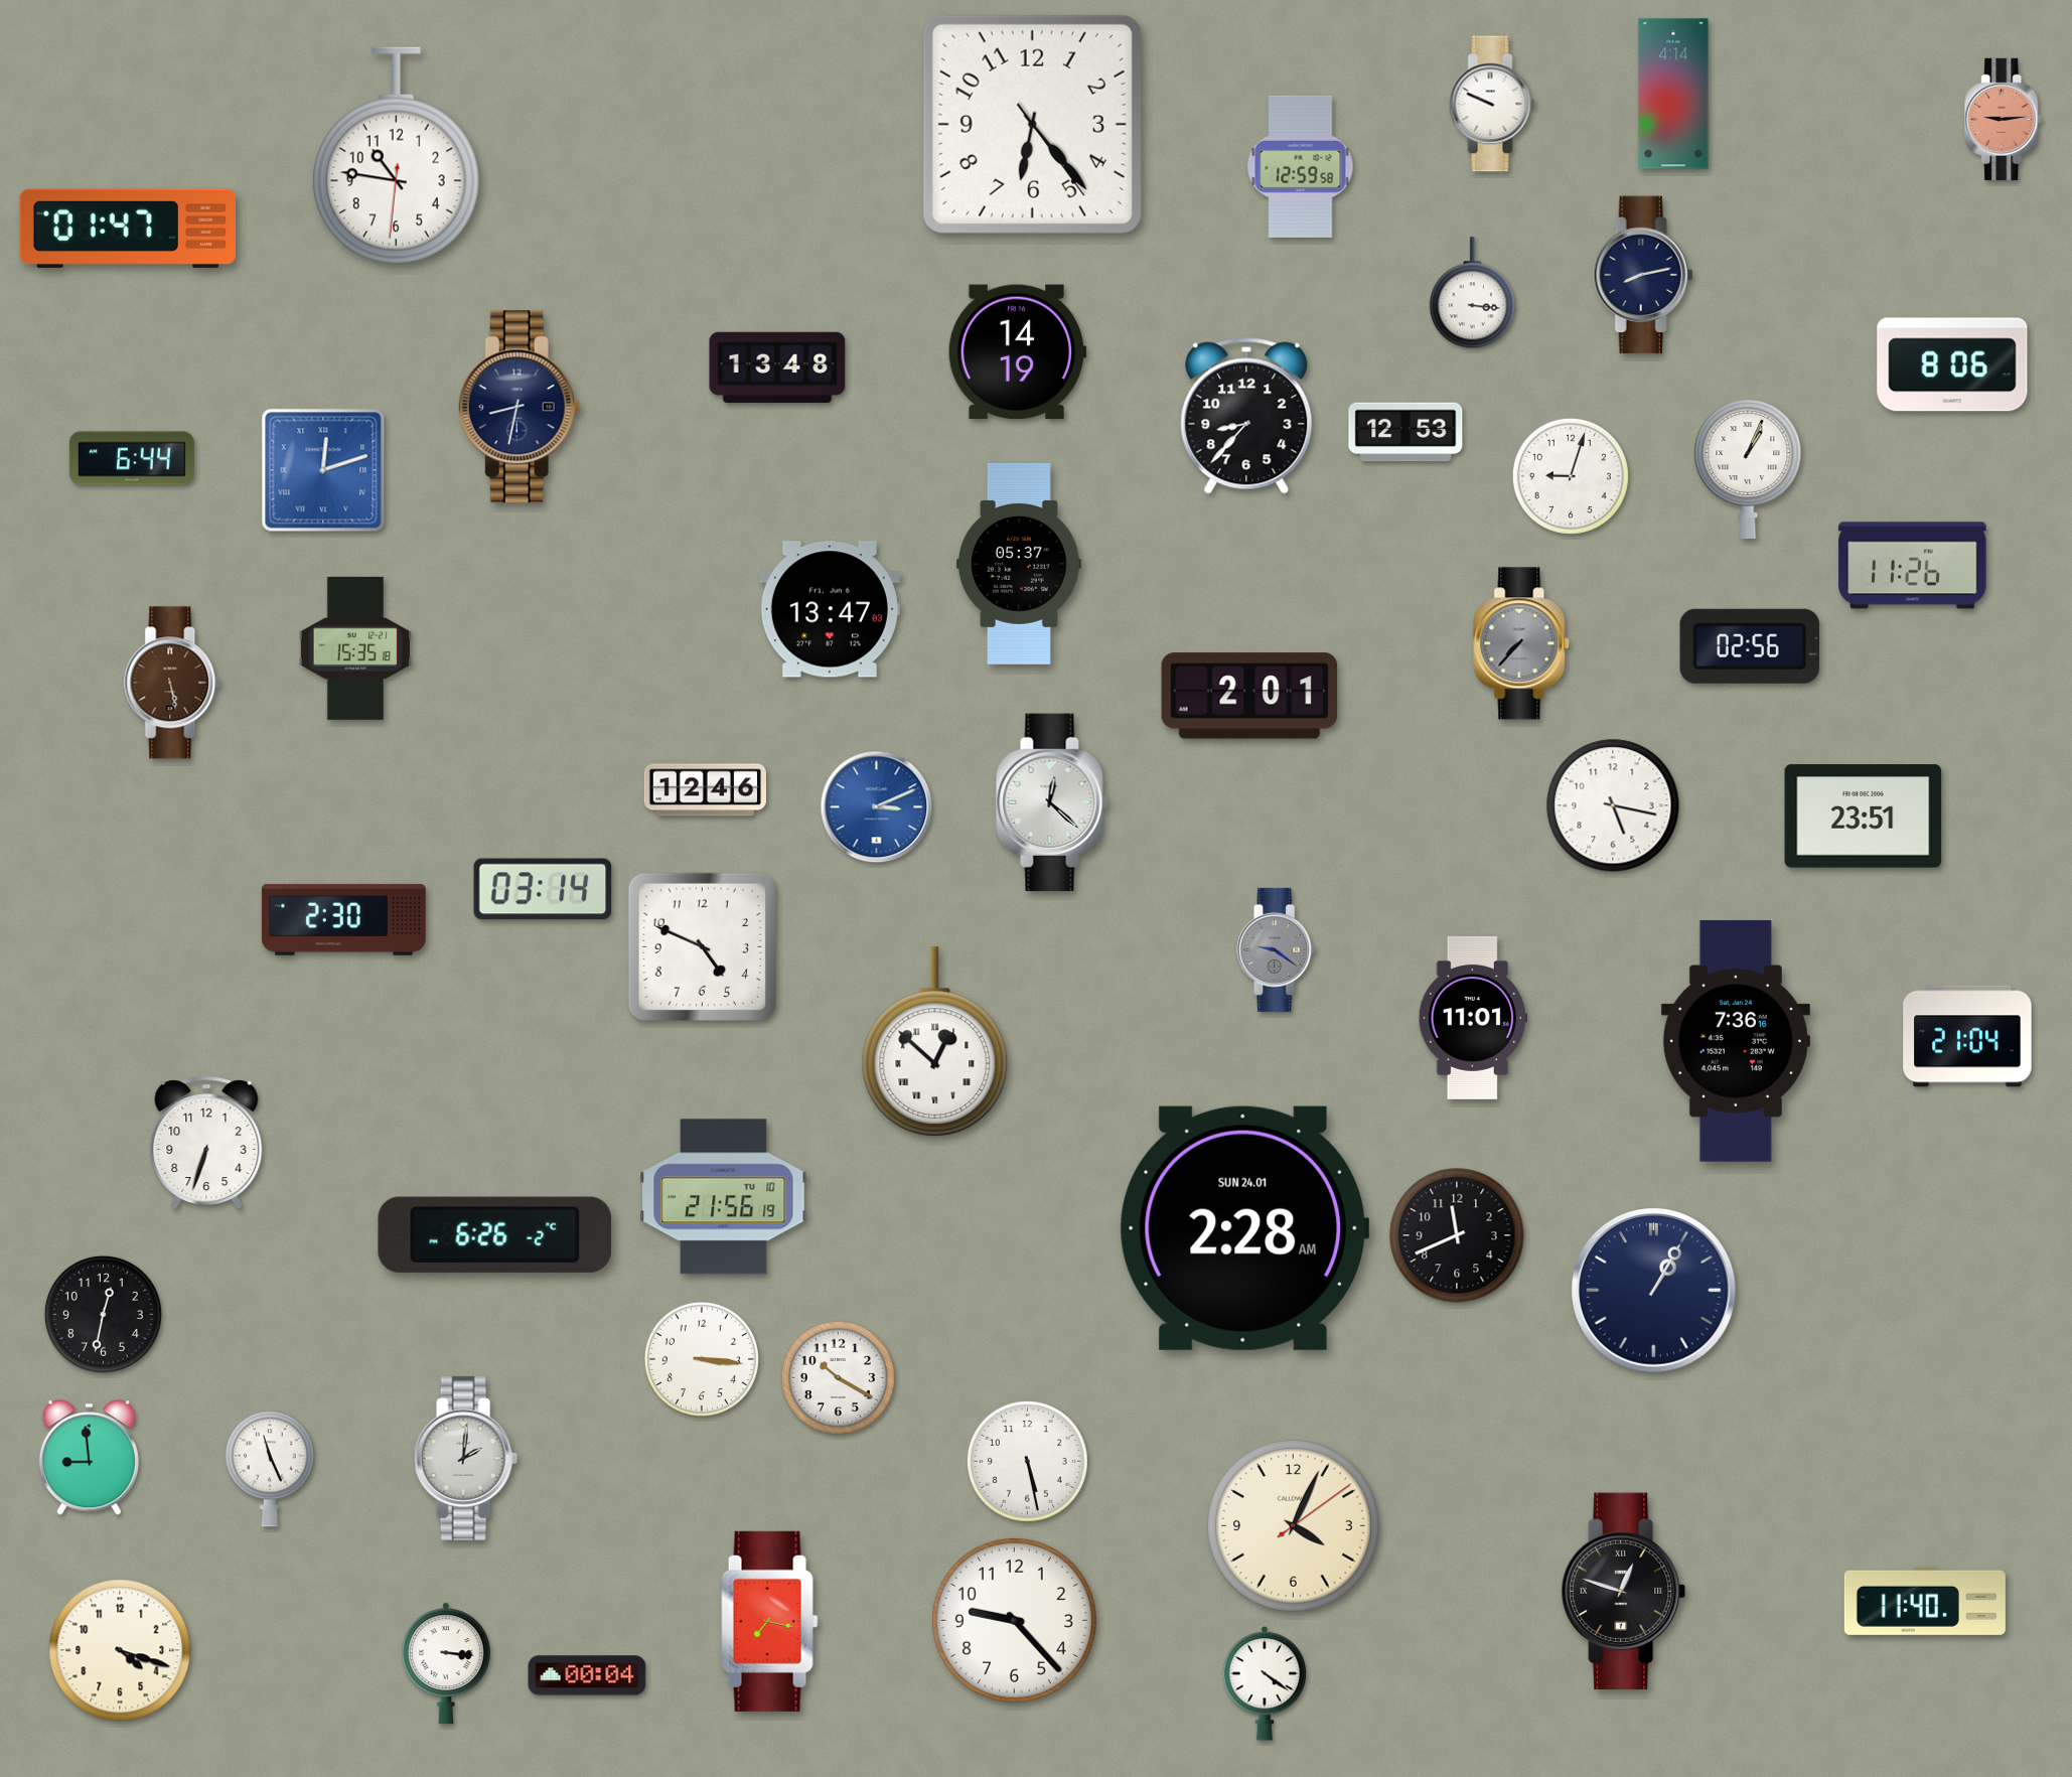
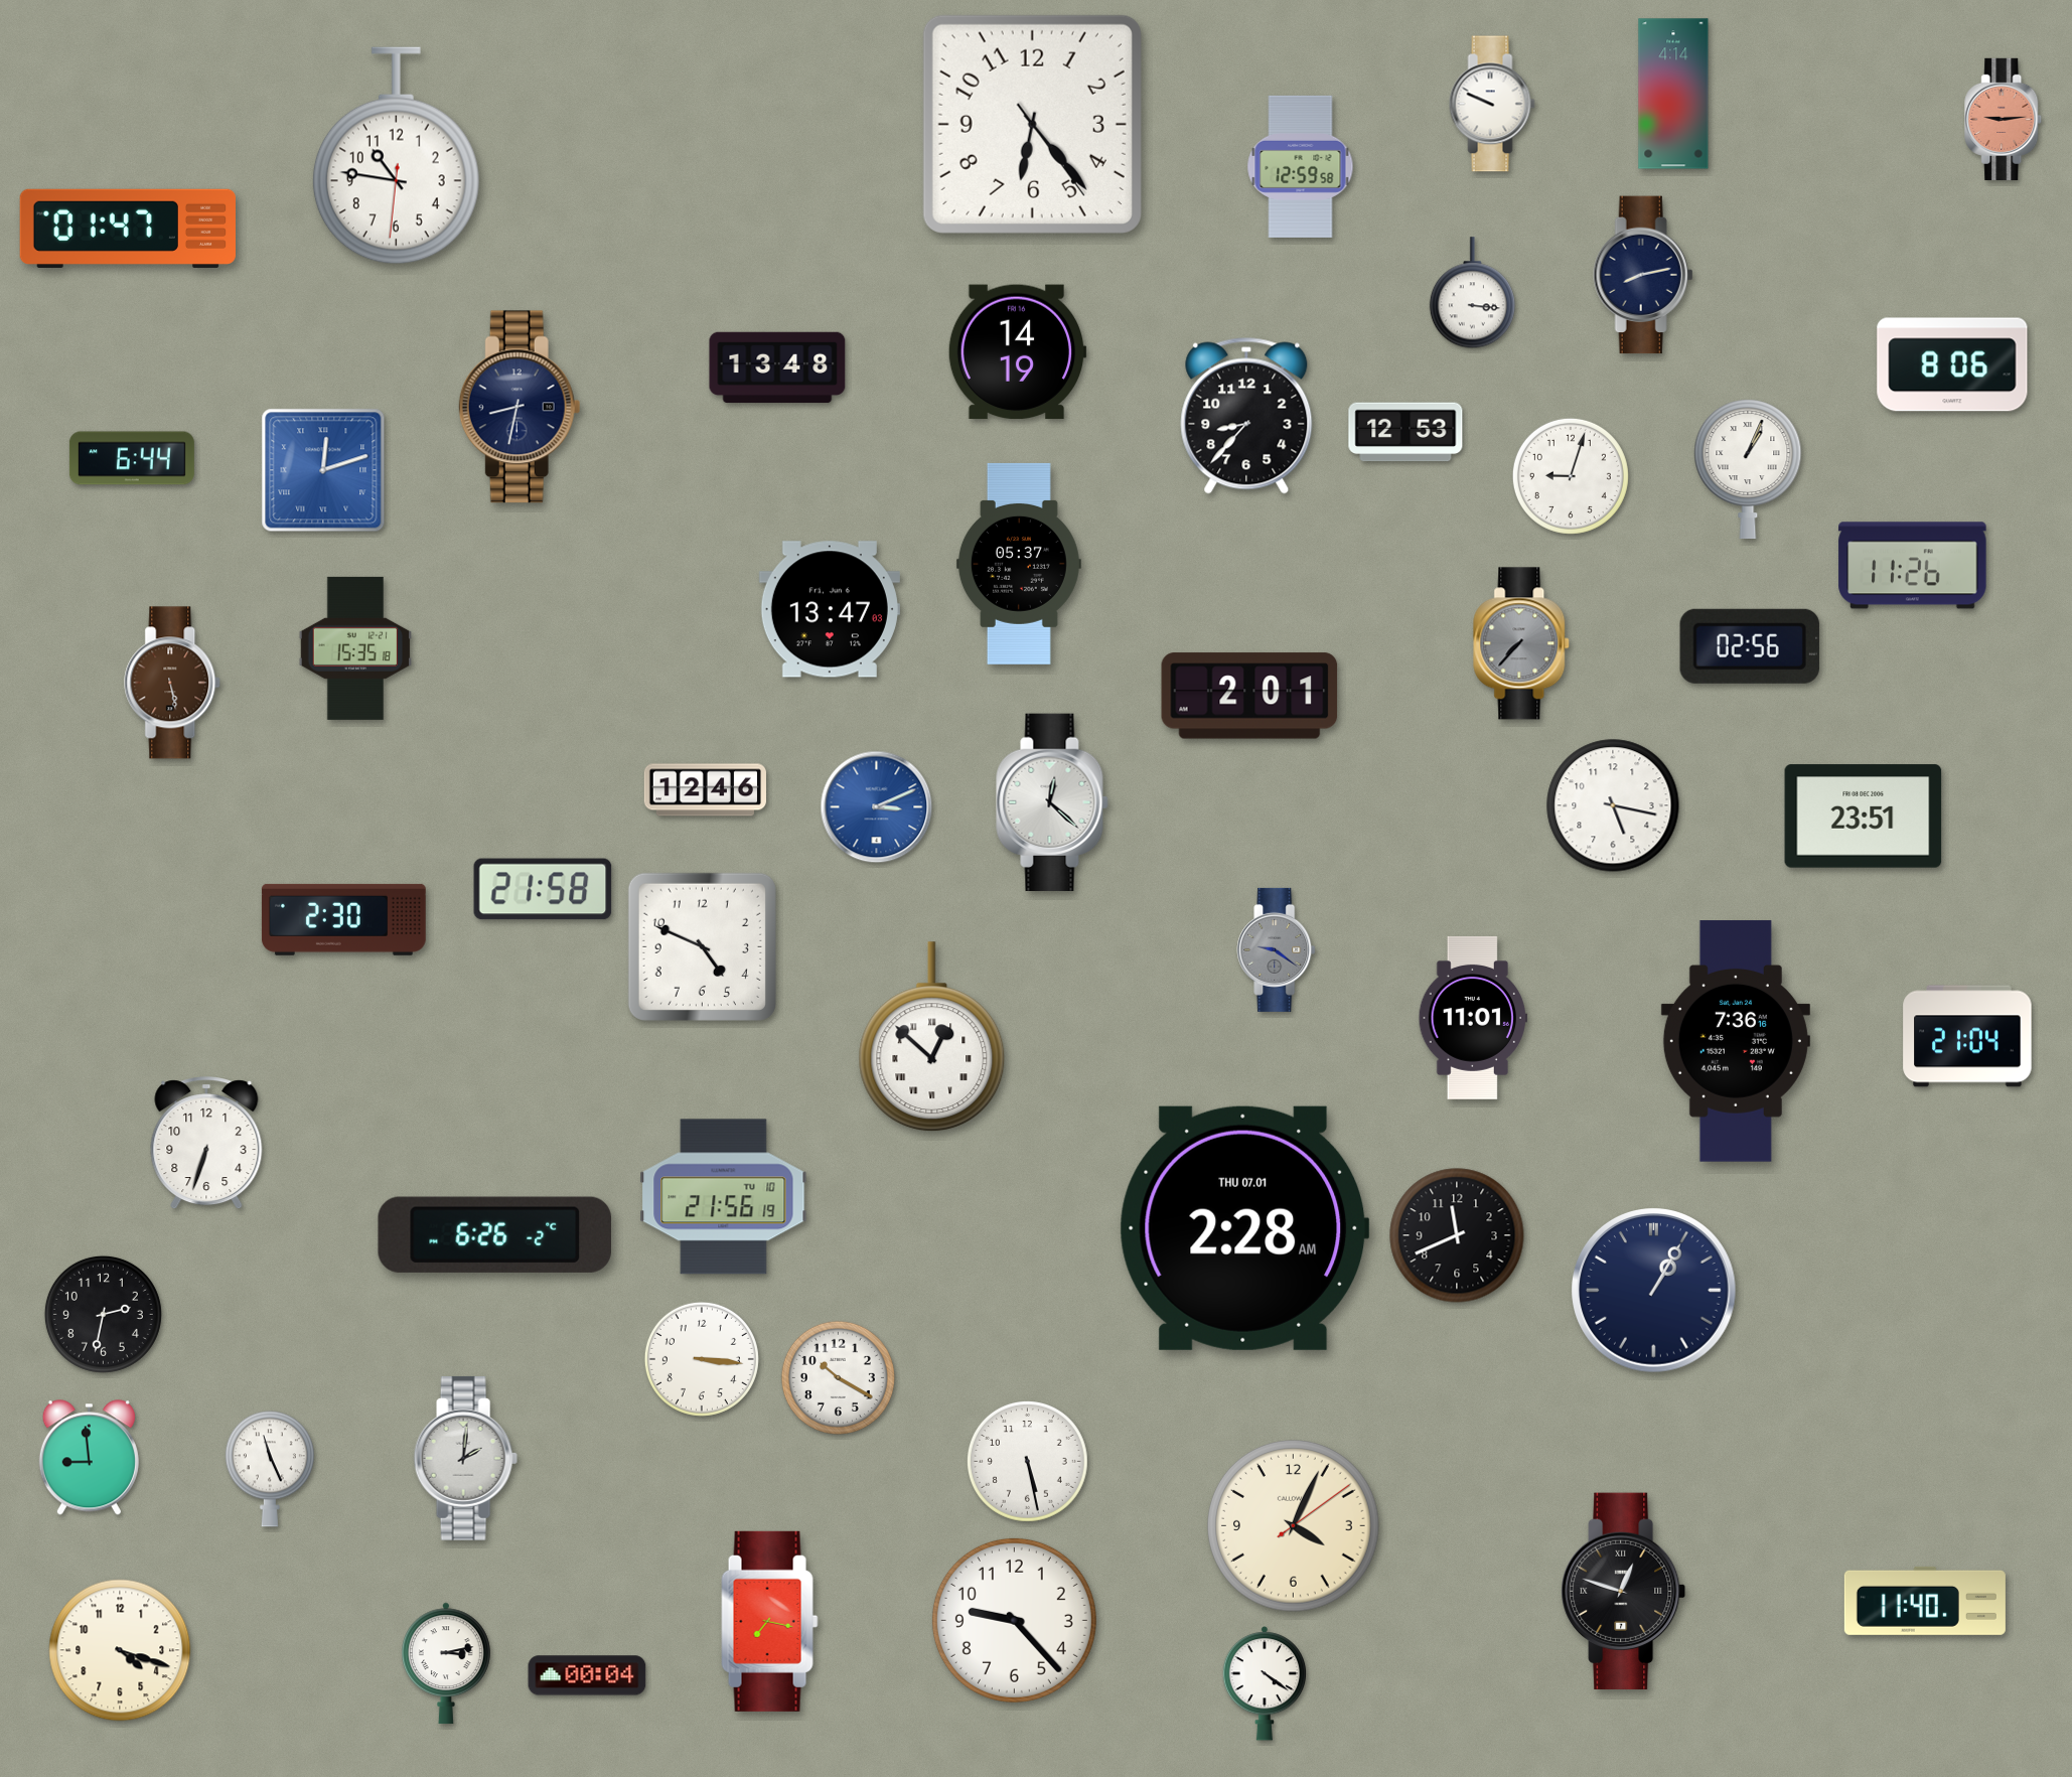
clock at (543, 889): 03:14 -> 21:58
clock at (935, 1042) position: (935, 1042) -> (932, 1037)
clock at (1244, 1228) date: SUN 24.01 -> THU 07.01
clock at (103, 1314): 12:32 -> 2:32
clock at (447, 1663): 3:16 -> 3:13
